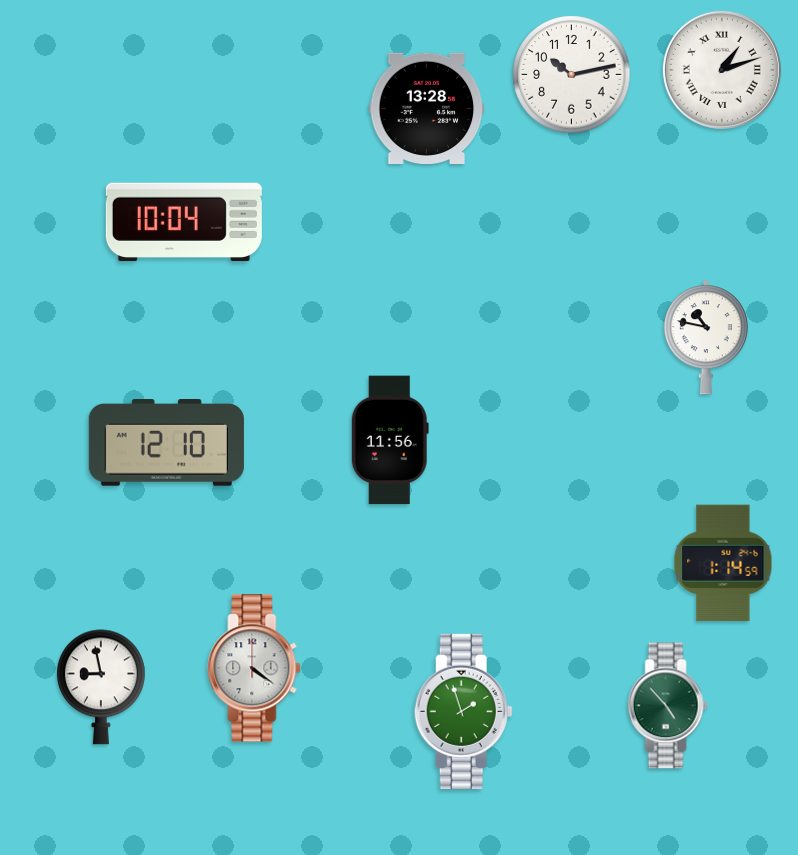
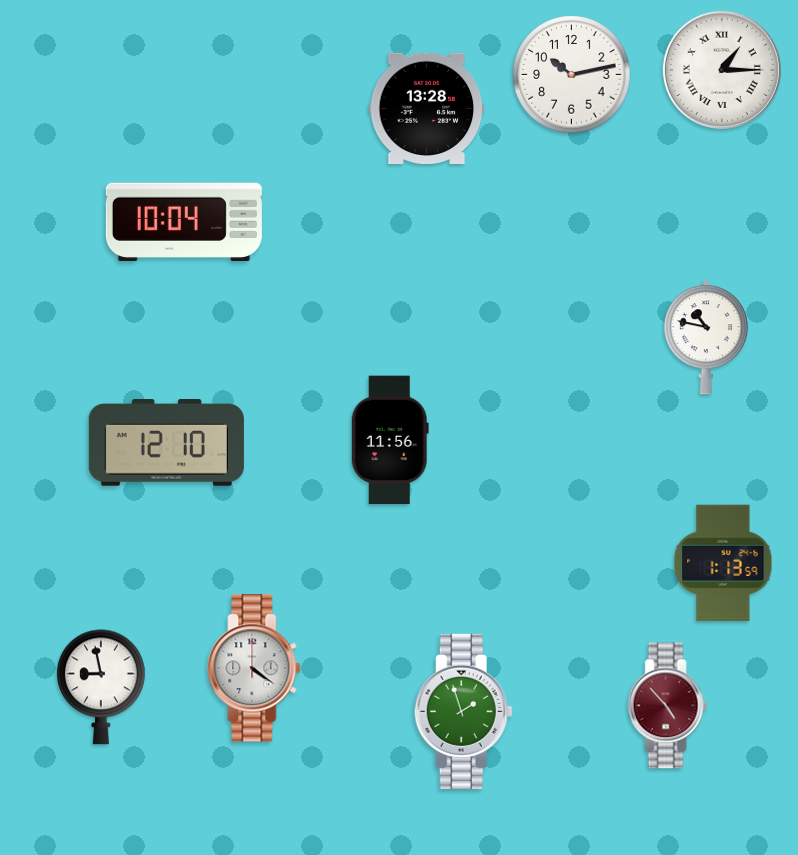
clock at (722, 70): 1:12 -> 1:15
clock at (723, 563): 1:14 -> 1:13
clock at (668, 706) dial: green -> burgundy
